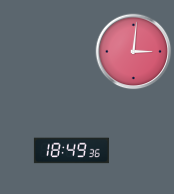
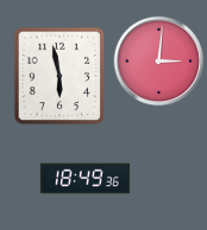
clock at (59, 76): none -> 5:58
